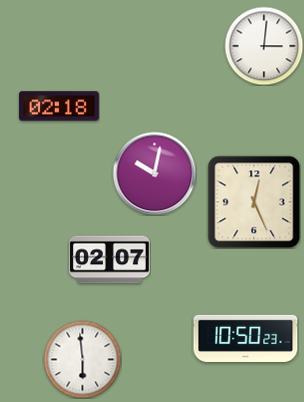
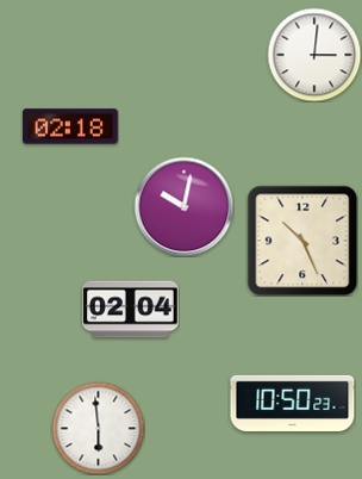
clock at (254, 202): 12:26 -> 10:26
clock at (110, 260): 02:07 -> 02:04
